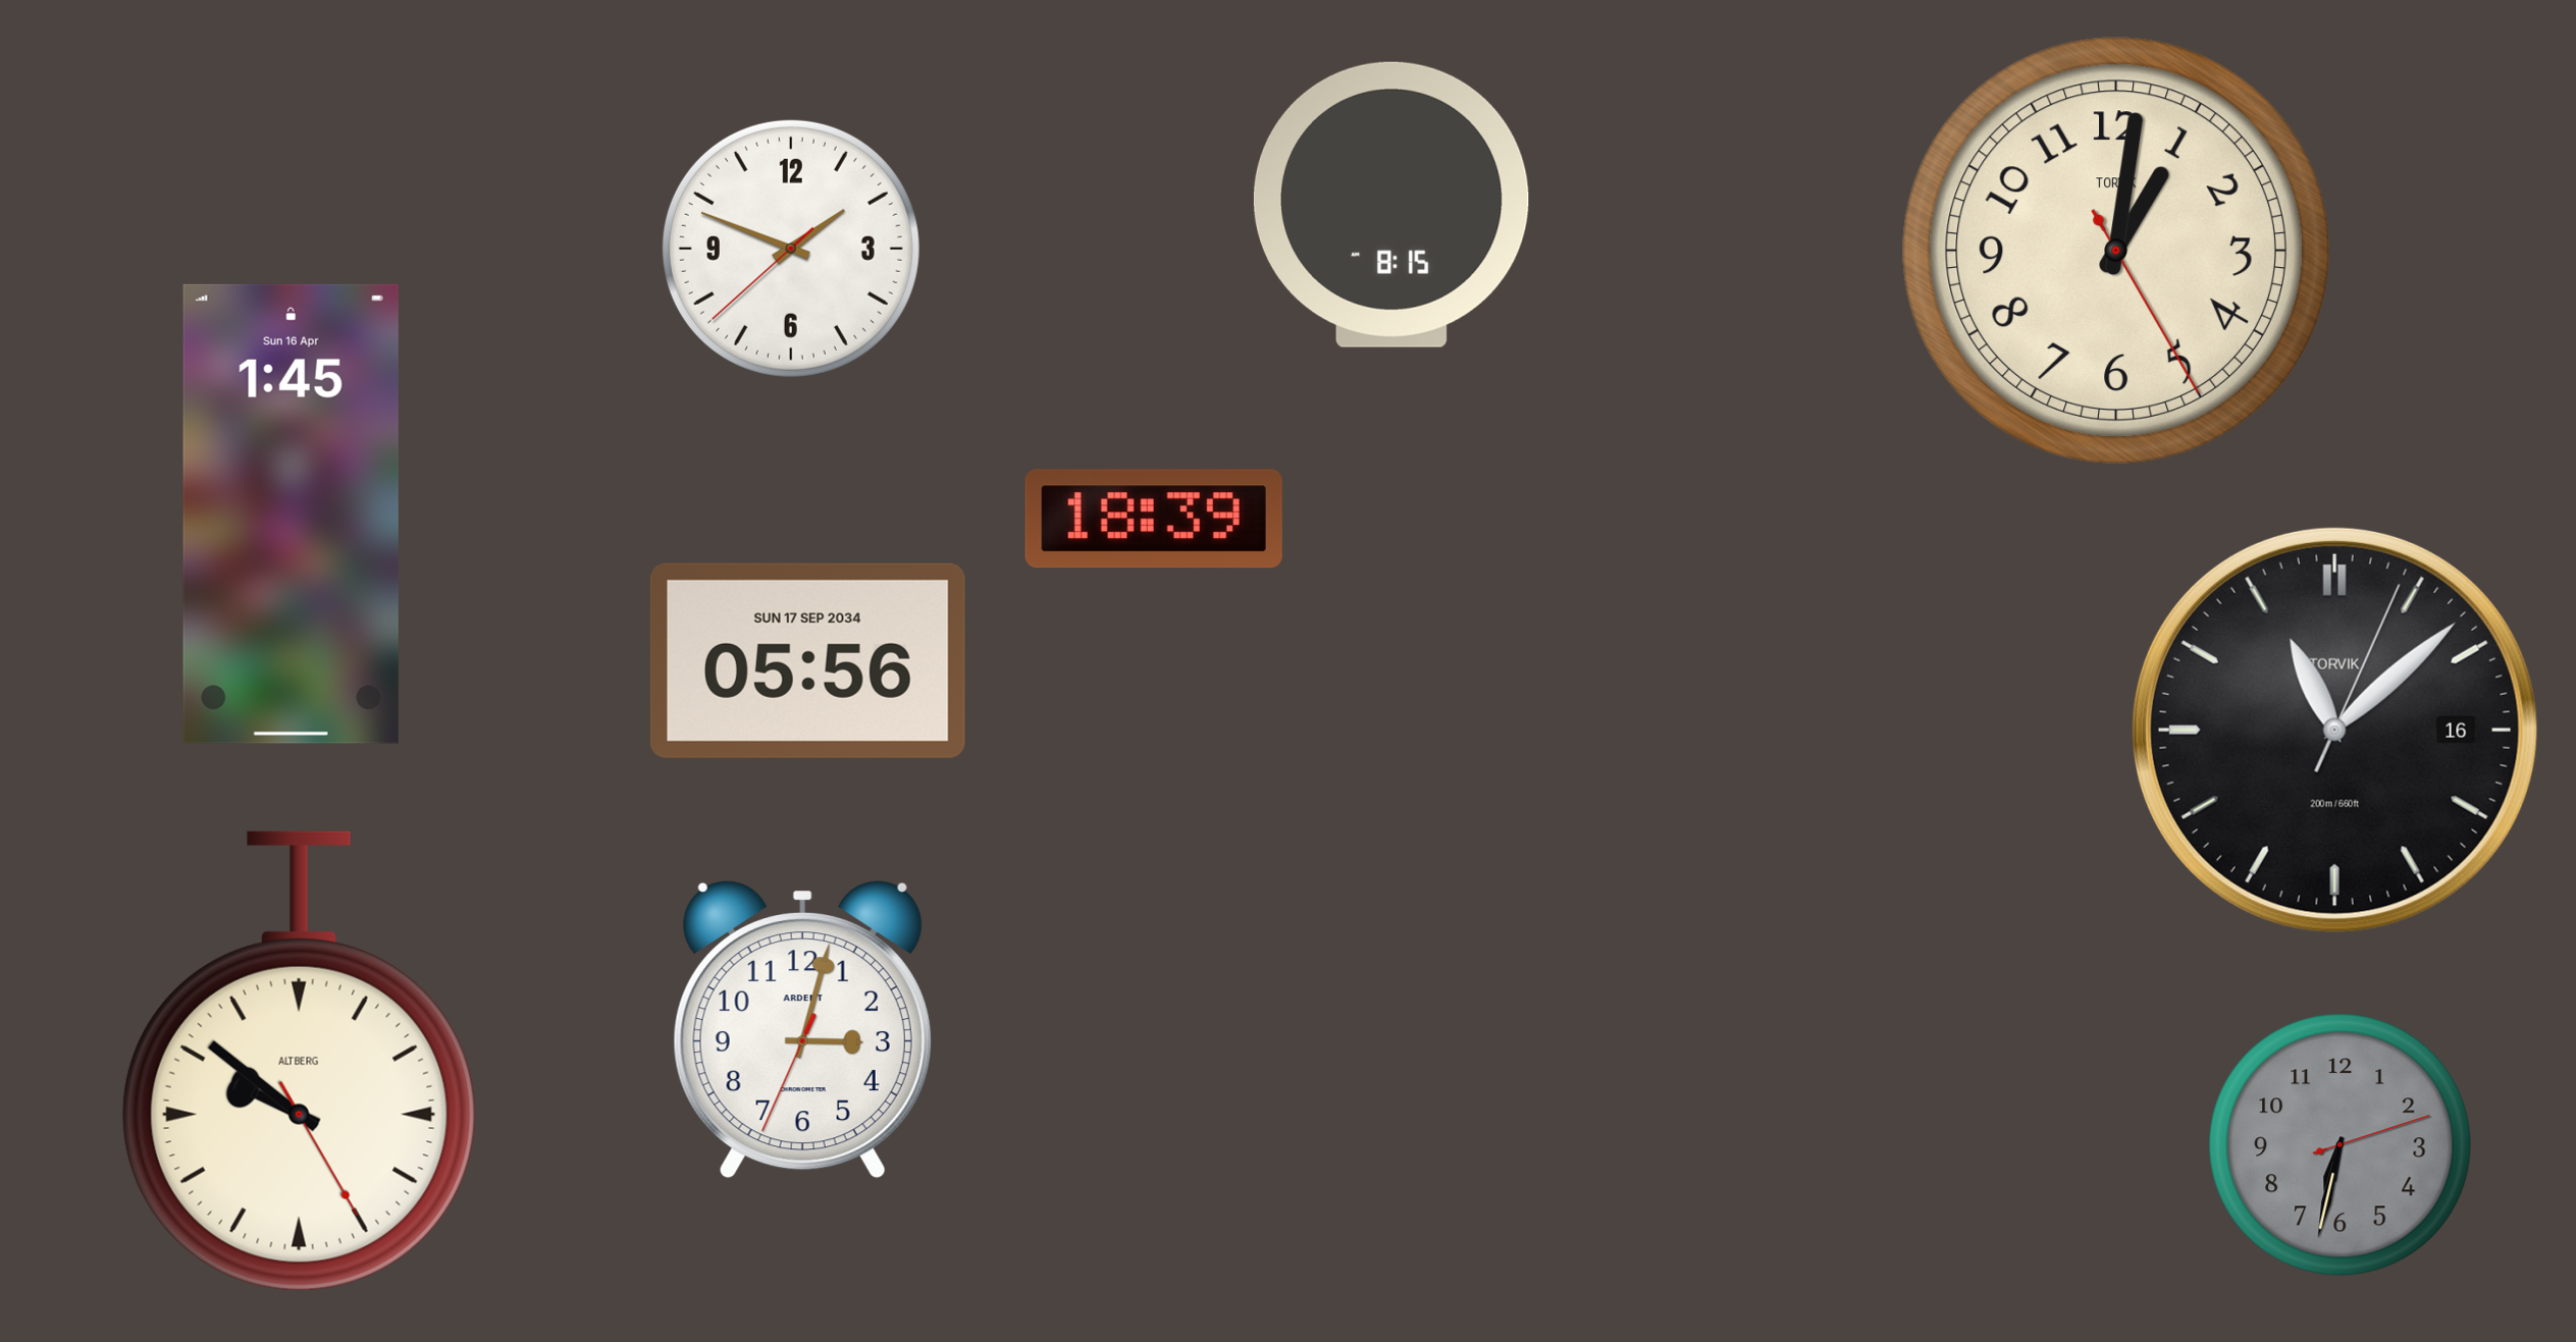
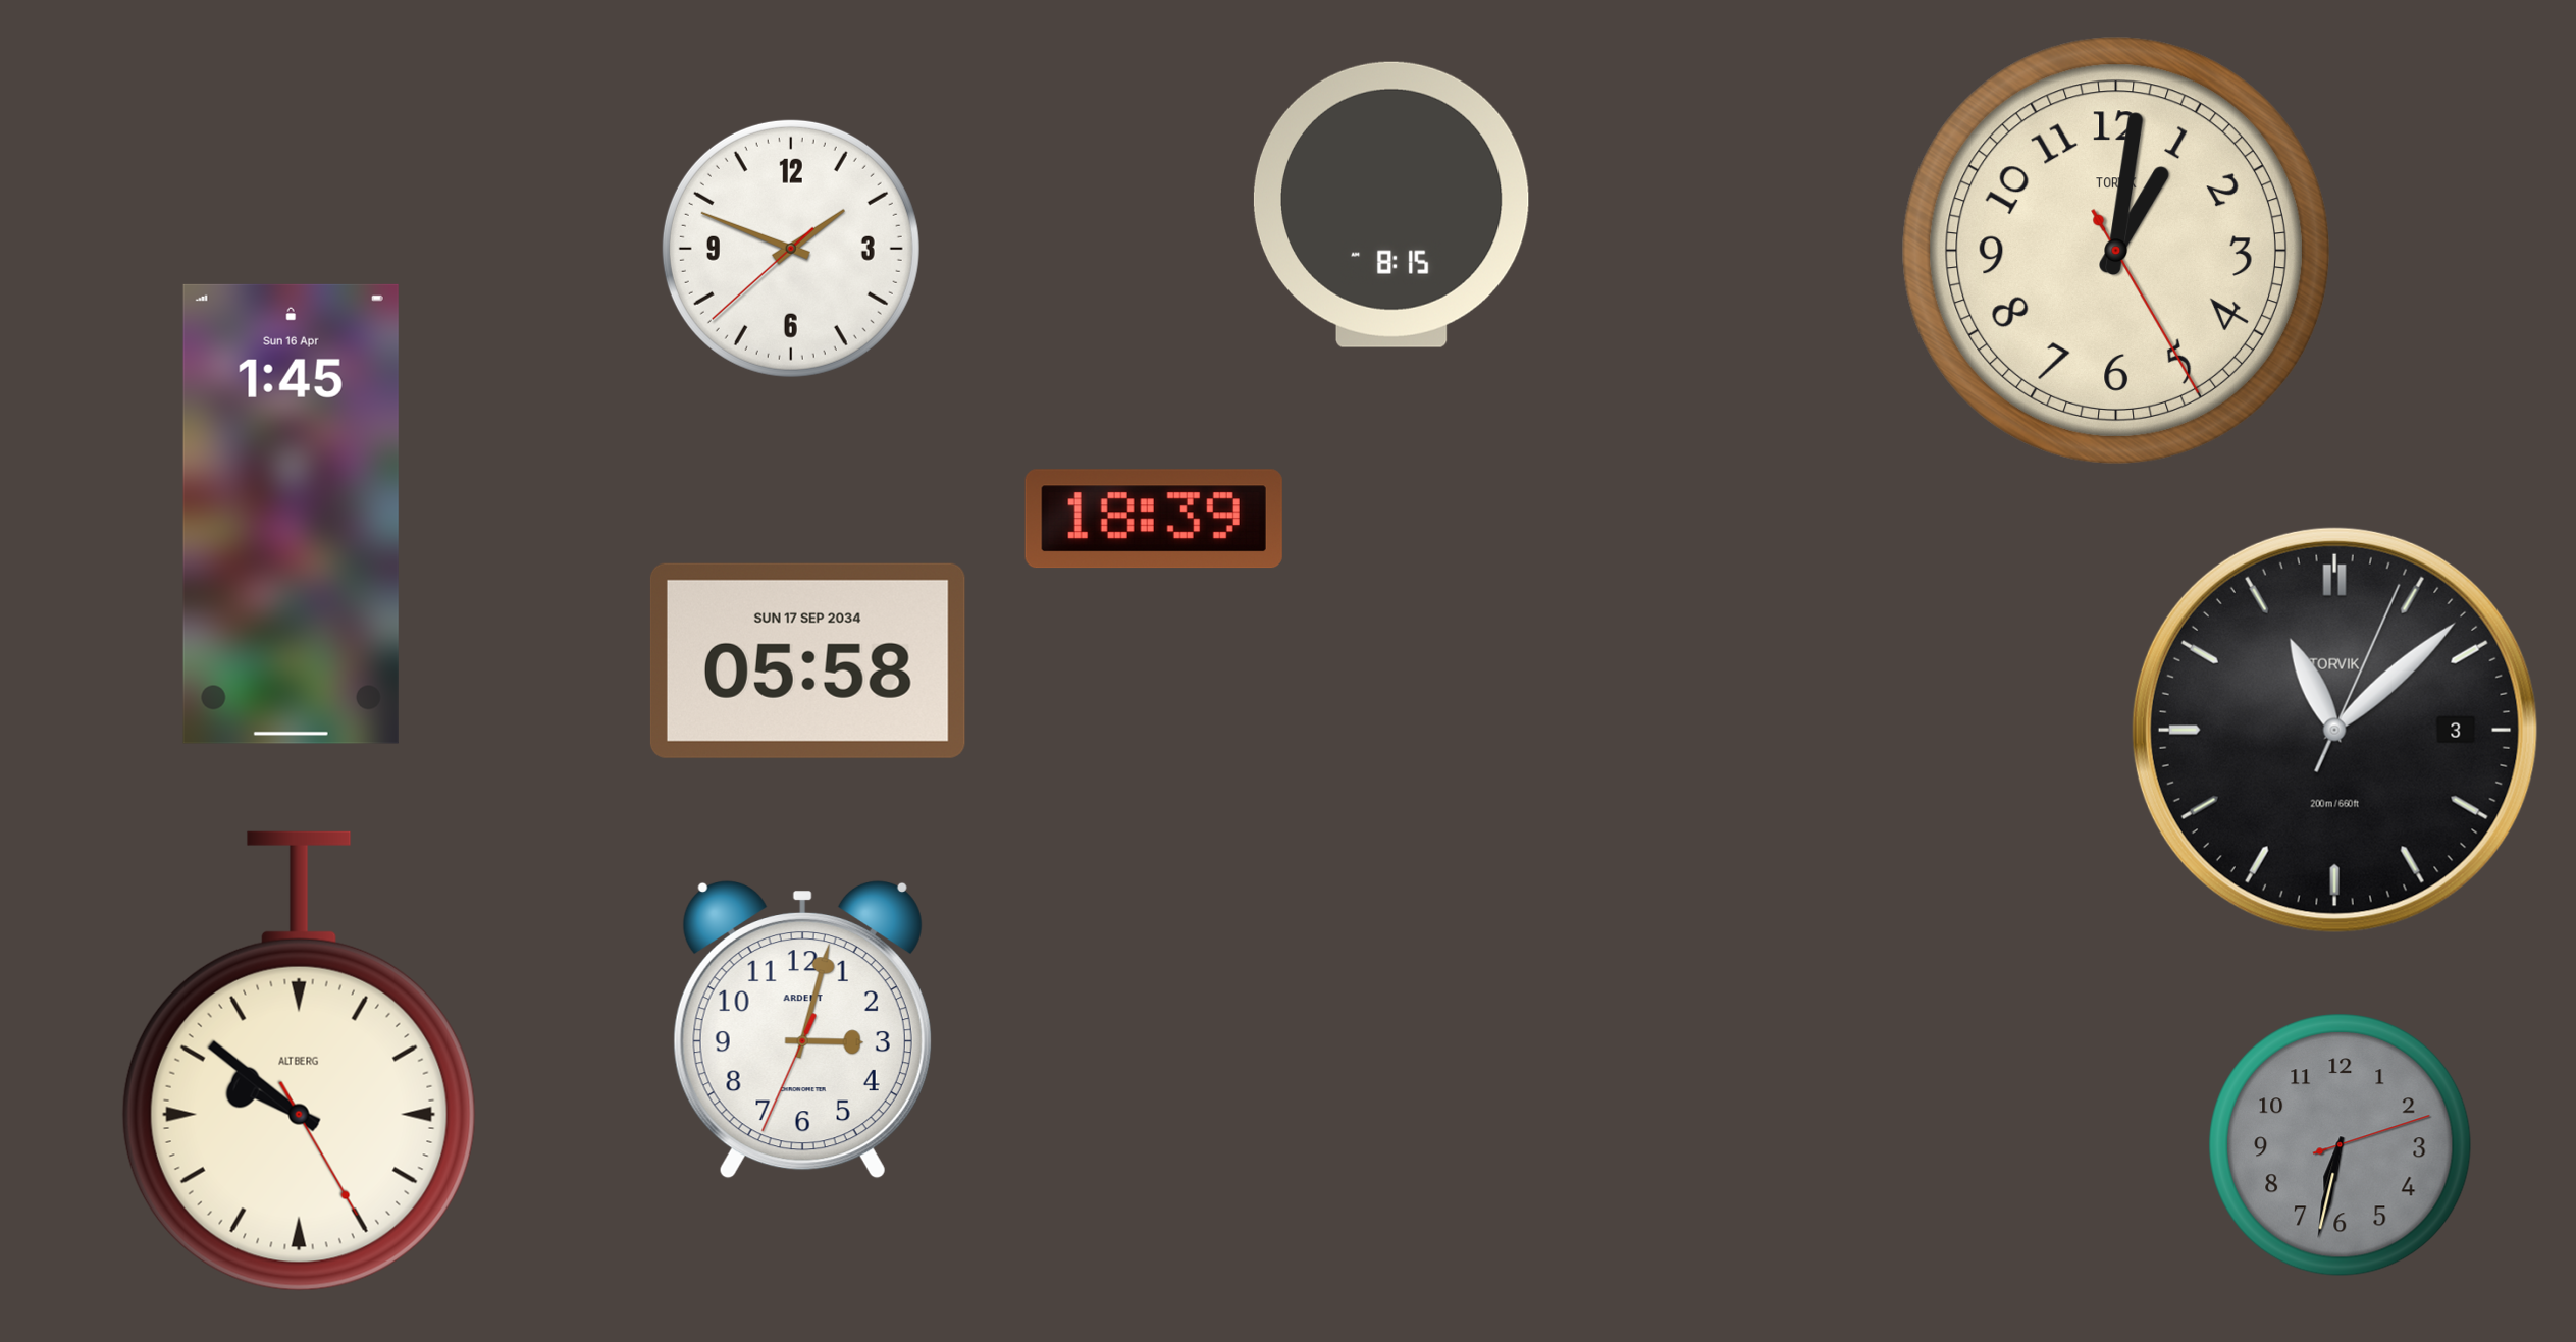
clock at (807, 660): 05:56 -> 05:58
clock at (2334, 730) date: 16 -> 3
